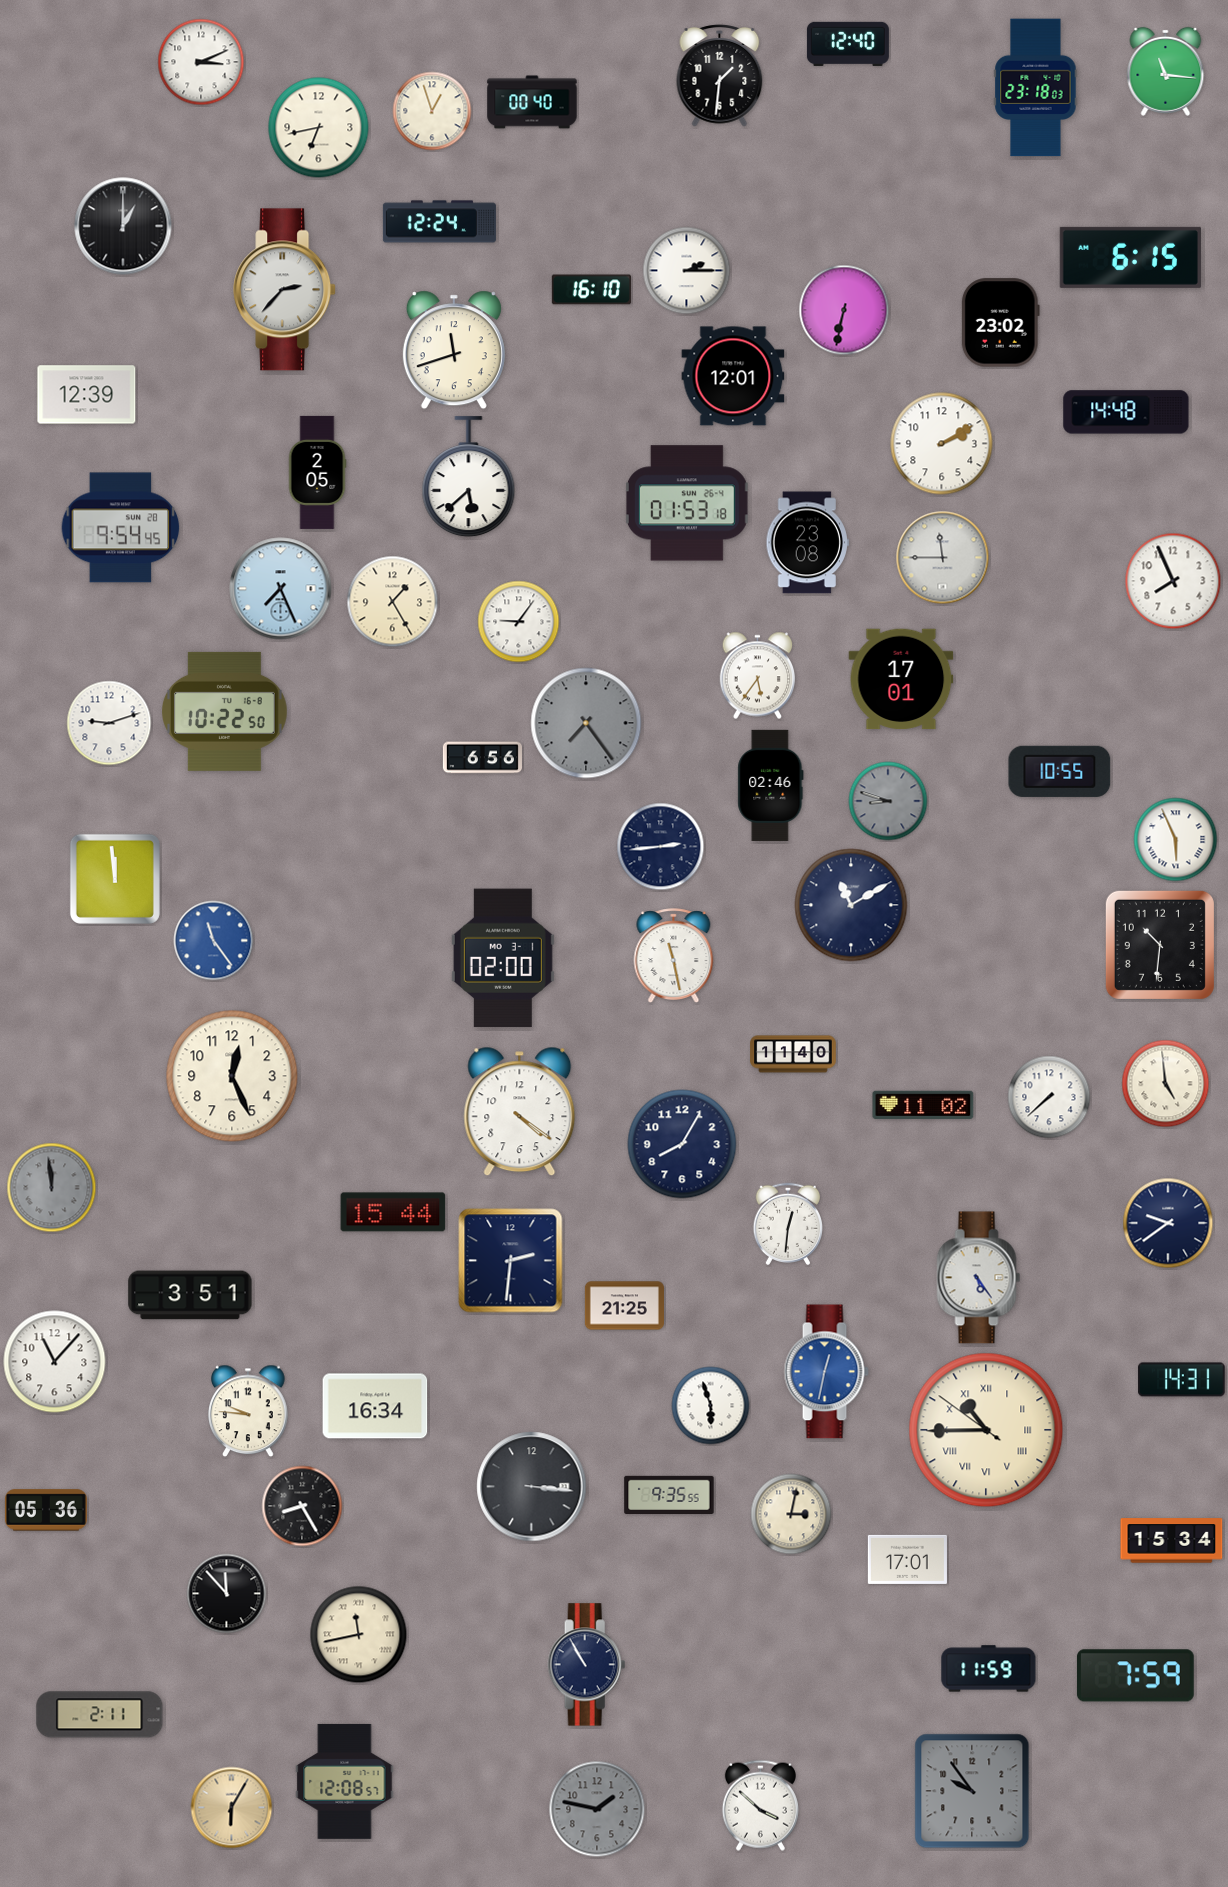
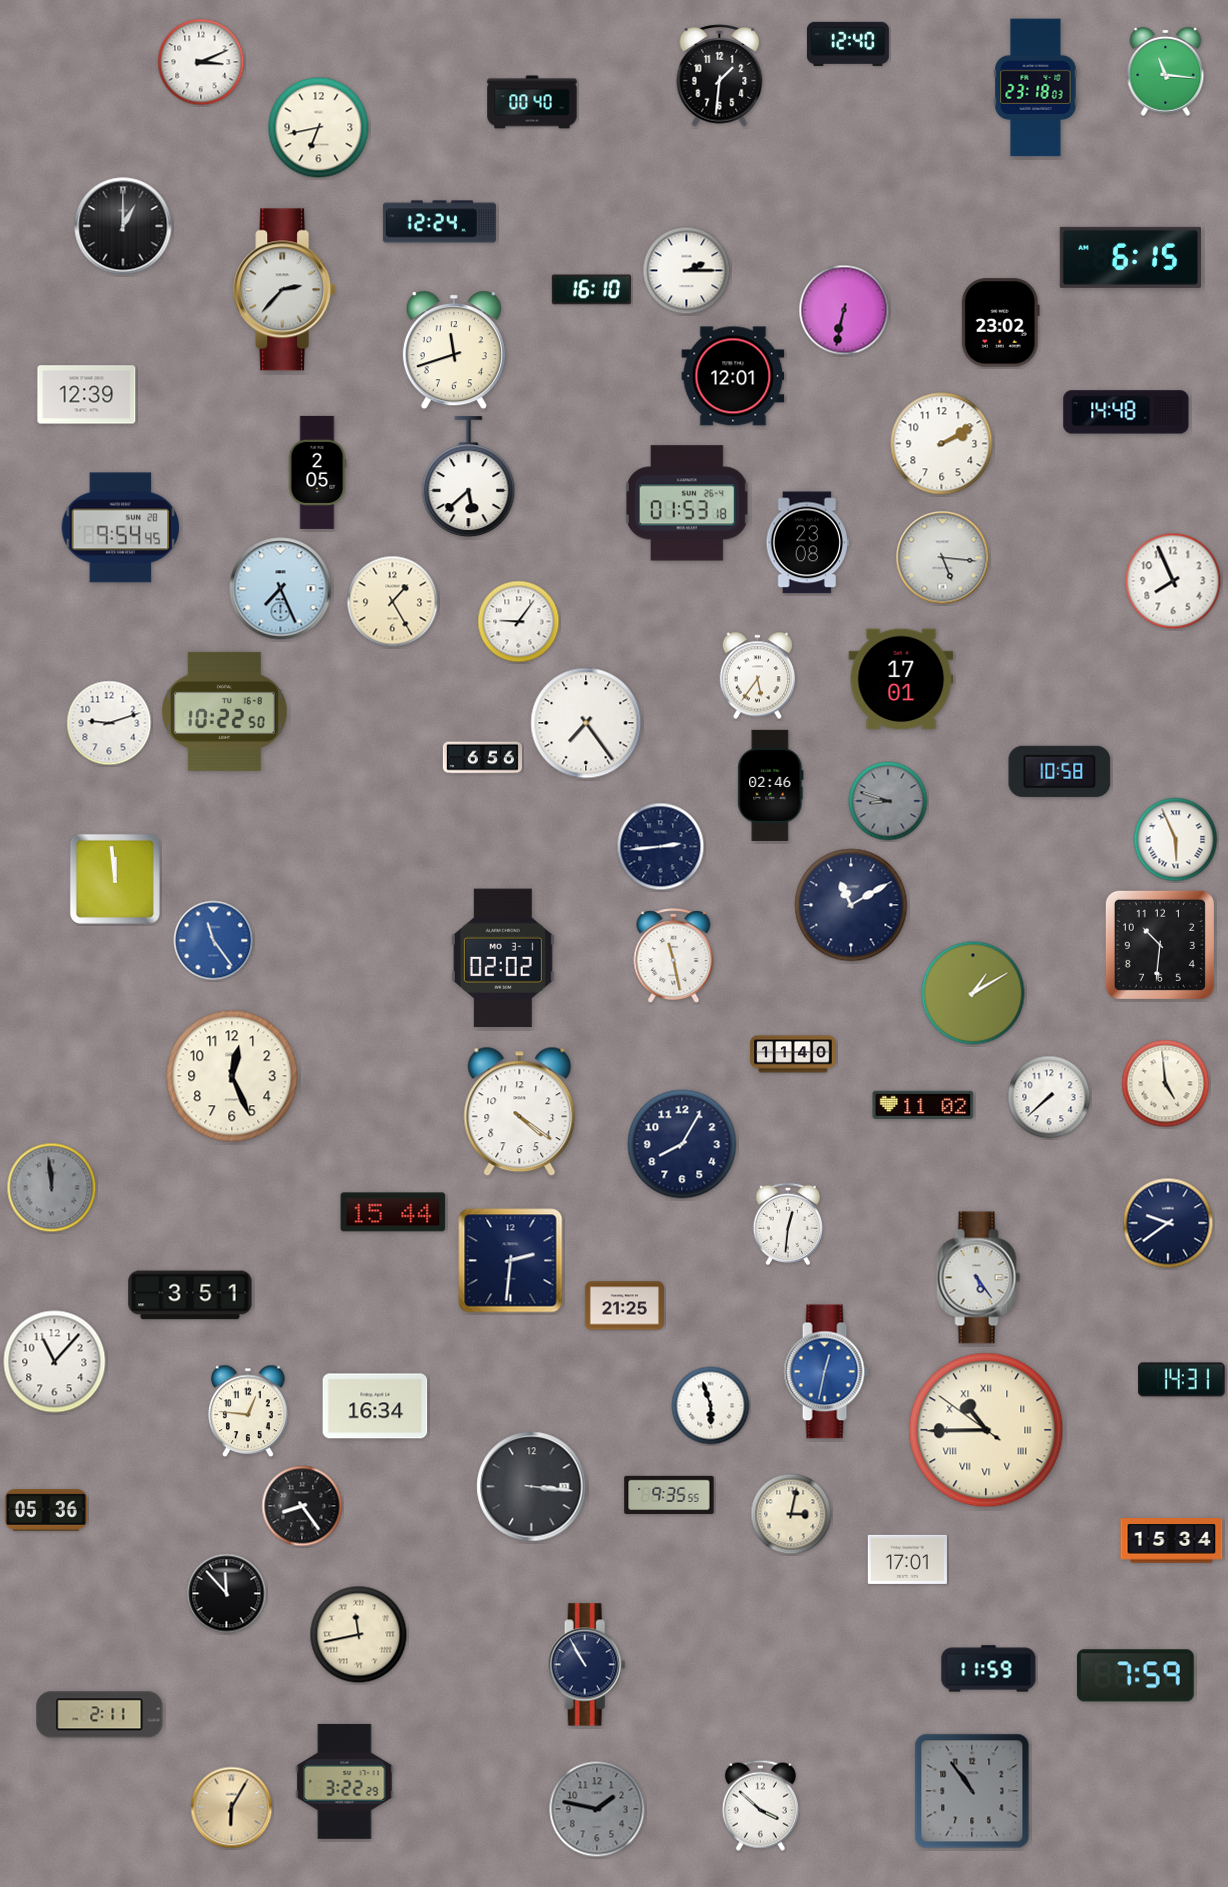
clock at (432, 111): 12:57 -> none
clock at (943, 558): 11:45 -> 5:16
clock at (586, 723) dial: grey -> white
clock at (1060, 771): 10:55 -> 10:58
clock at (503, 958): 02:00 -> 02:02
clock at (973, 993): none -> 1:10
clock at (248, 1411): 9:46 -> 12:46
clock at (302, 1506): 8:25 -> 8:24
clock at (345, 1781): 12:08 -> 3:22
clock at (972, 1791): 9:54 -> 10:54
